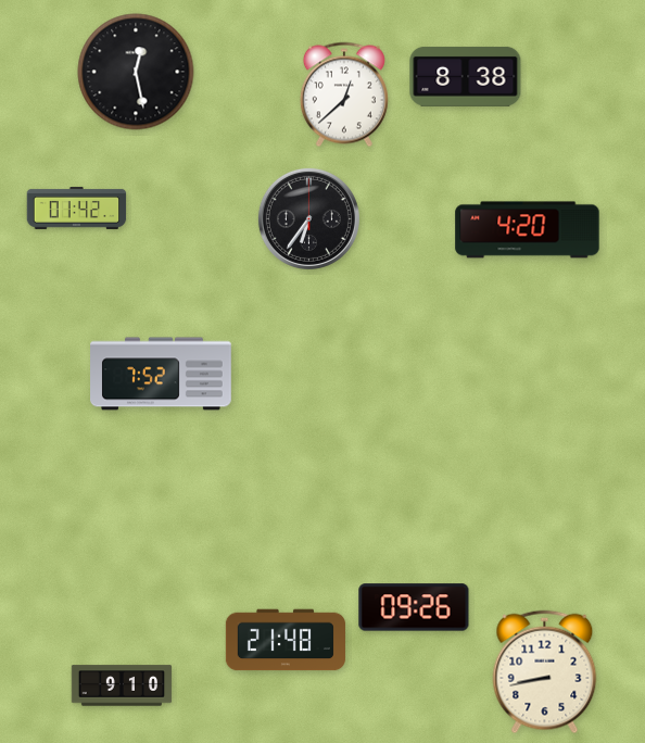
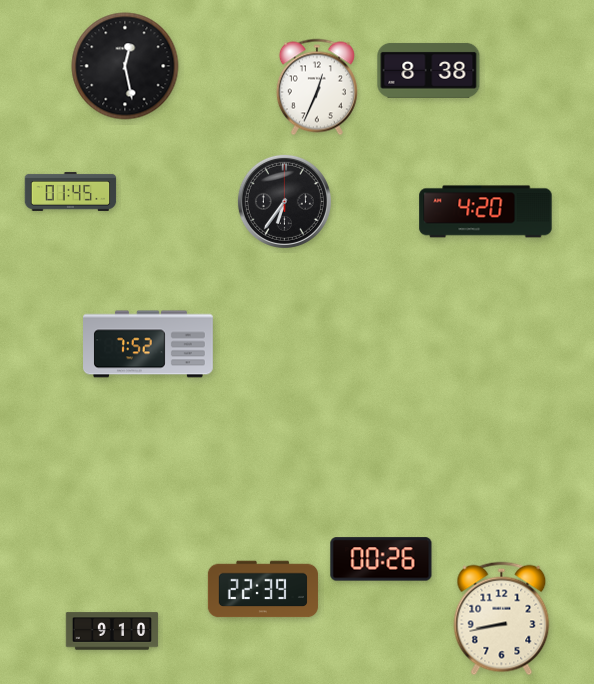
clock at (344, 95): 12:38 -> 12:34
clock at (77, 207): 01:42 -> 01:45
clock at (414, 607): 09:26 -> 00:26
clock at (286, 640): 21:48 -> 22:39
